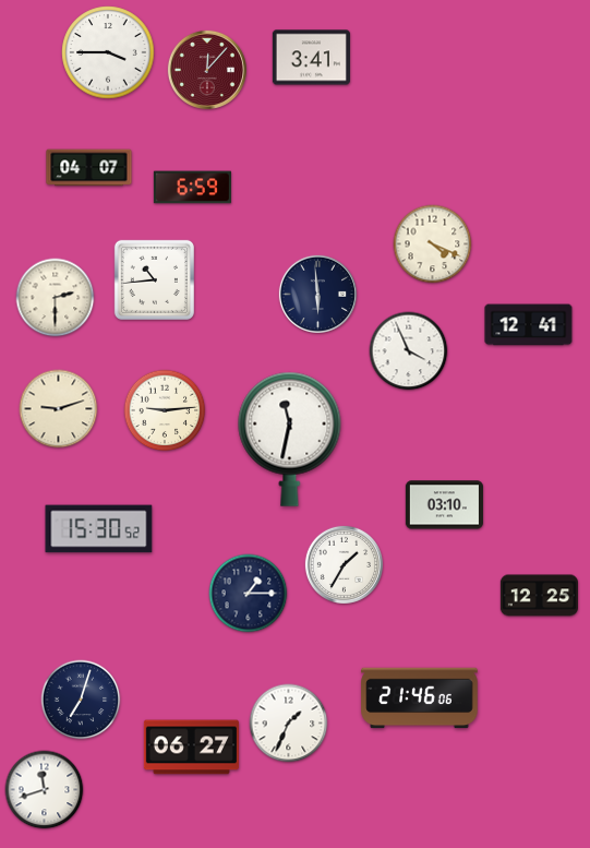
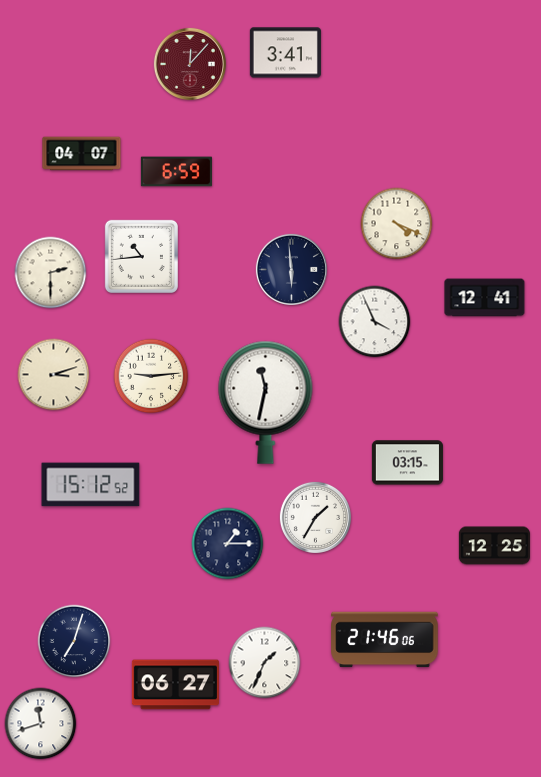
clock at (108, 52): 3:45 -> none
clock at (59, 409): 9:12 -> 3:12
clock at (444, 505): 03:10 -> 03:15
clock at (99, 529): 15:30 -> 15:12
